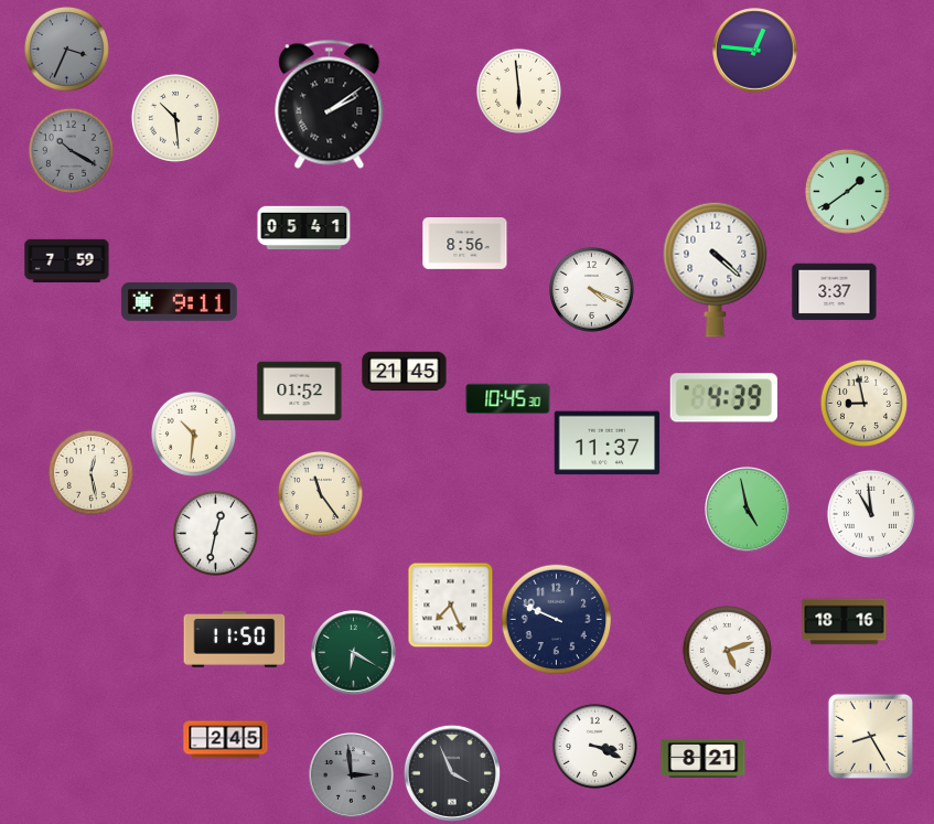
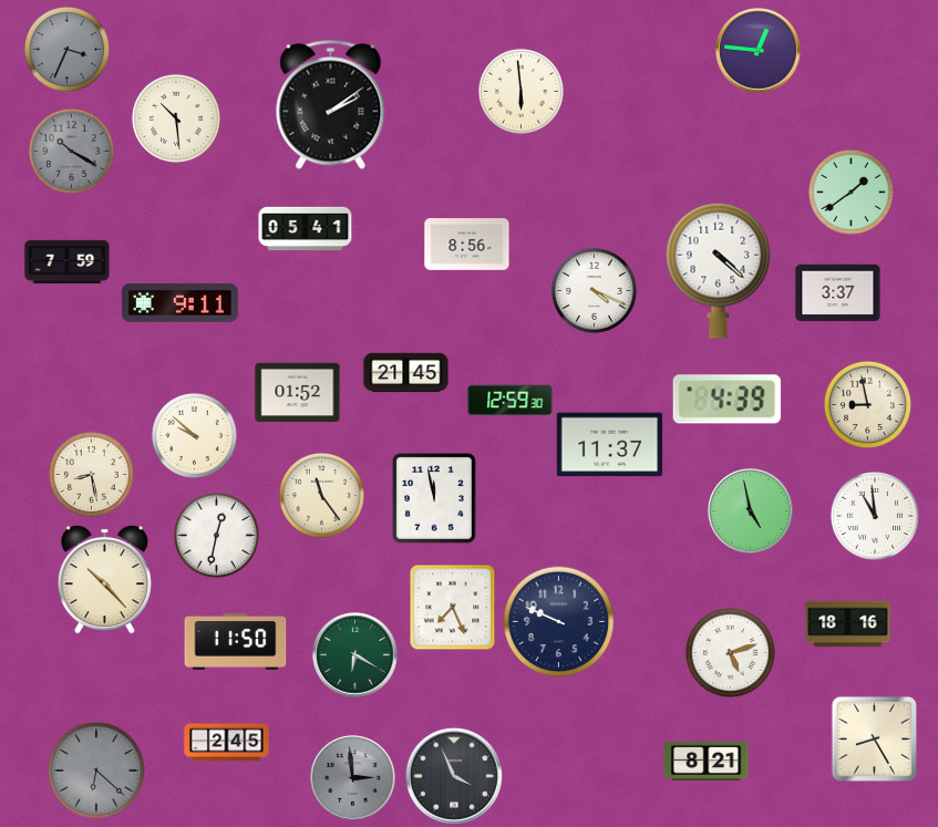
clock at (300, 392) position: (300, 392) -> (298, 393)
clock at (508, 399): 10:45 -> 12:59
clock at (193, 434): 10:31 -> 9:52
clock at (90, 472): 12:28 -> 8:28
clock at (435, 498): none -> 11:58
clock at (104, 579): none -> 10:23
clock at (594, 746): 3:19 -> none
clock at (96, 771): none -> 6:22
